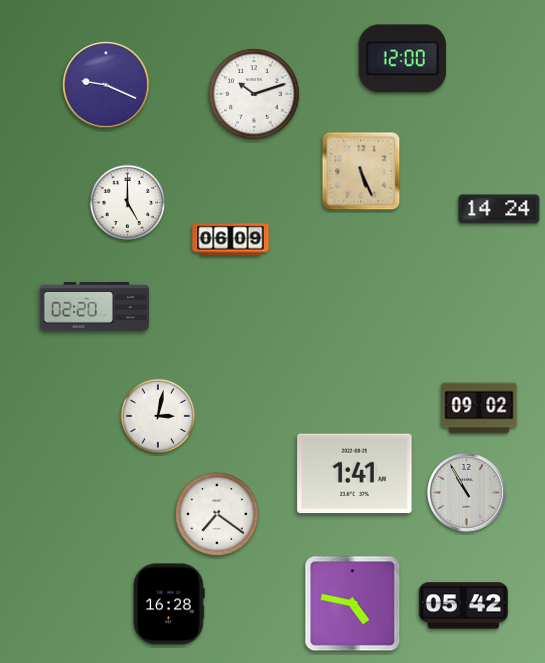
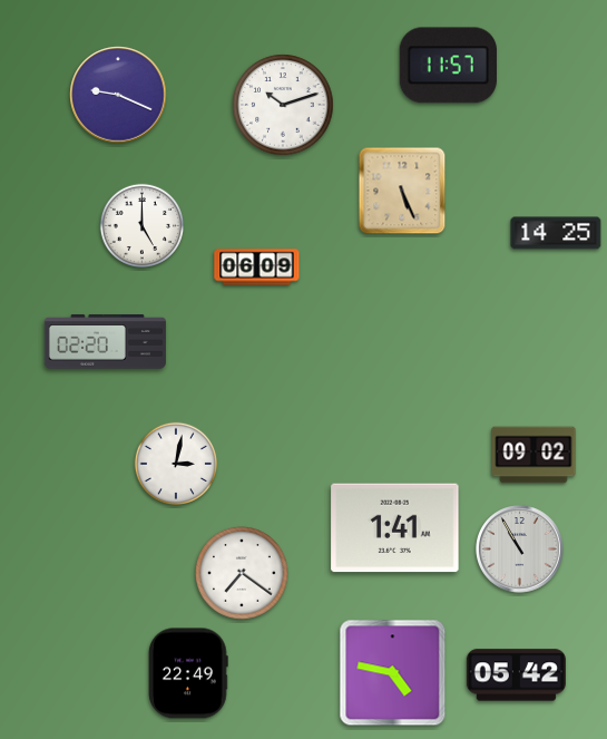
clock at (402, 59): 12:00 -> 11:57
clock at (499, 209): 14:24 -> 14:25
clock at (169, 604): 16:28 -> 22:49
